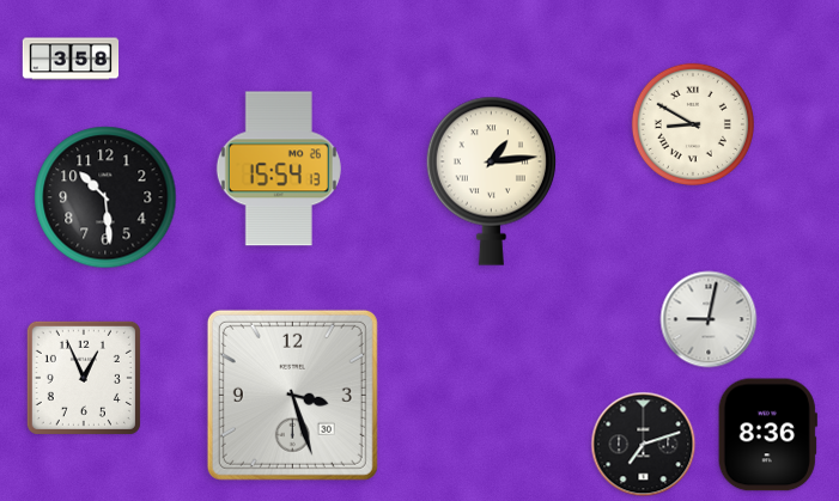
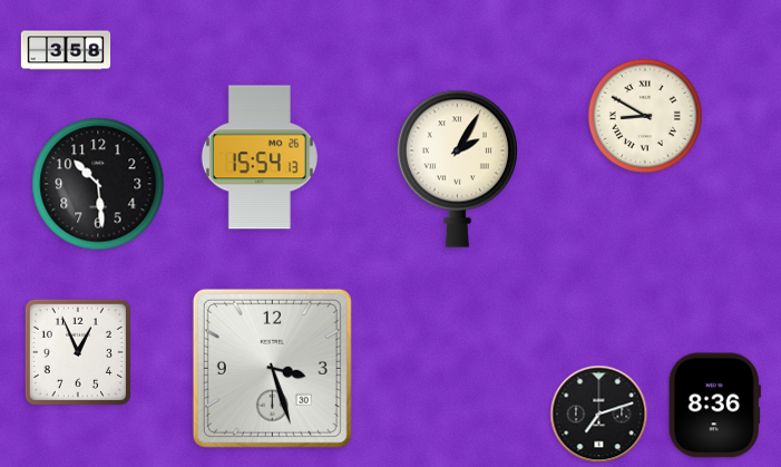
clock at (71, 59) position: (71, 59) -> (66, 50)
clock at (491, 181): 1:14 -> 2:05
clock at (709, 319): 9:02 -> none
